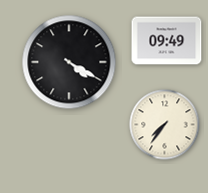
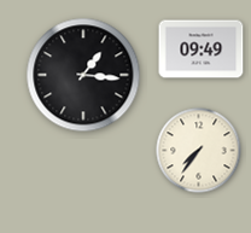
clock at (69, 62): 4:20 -> 1:16
